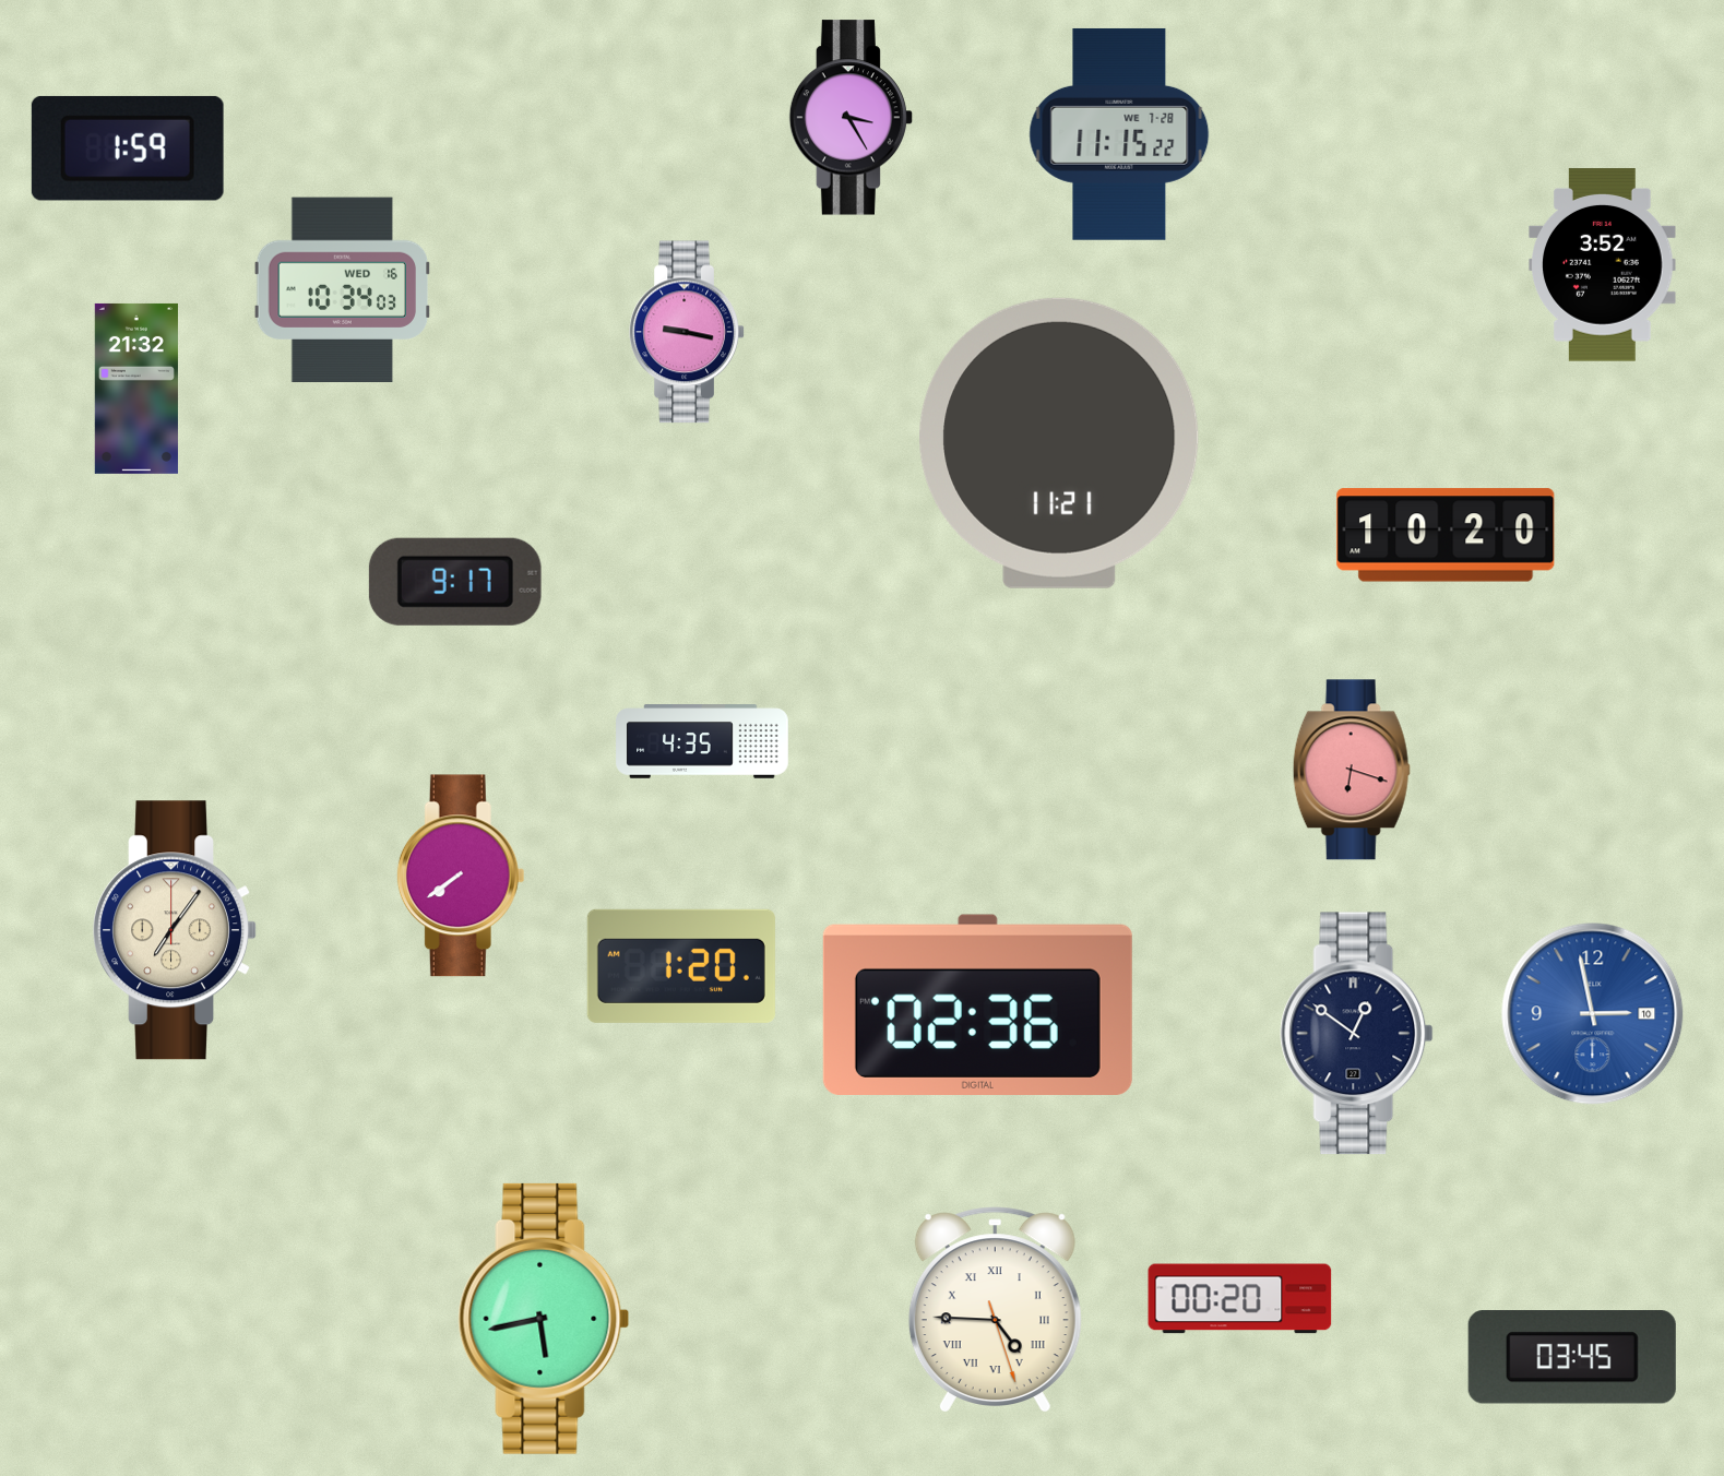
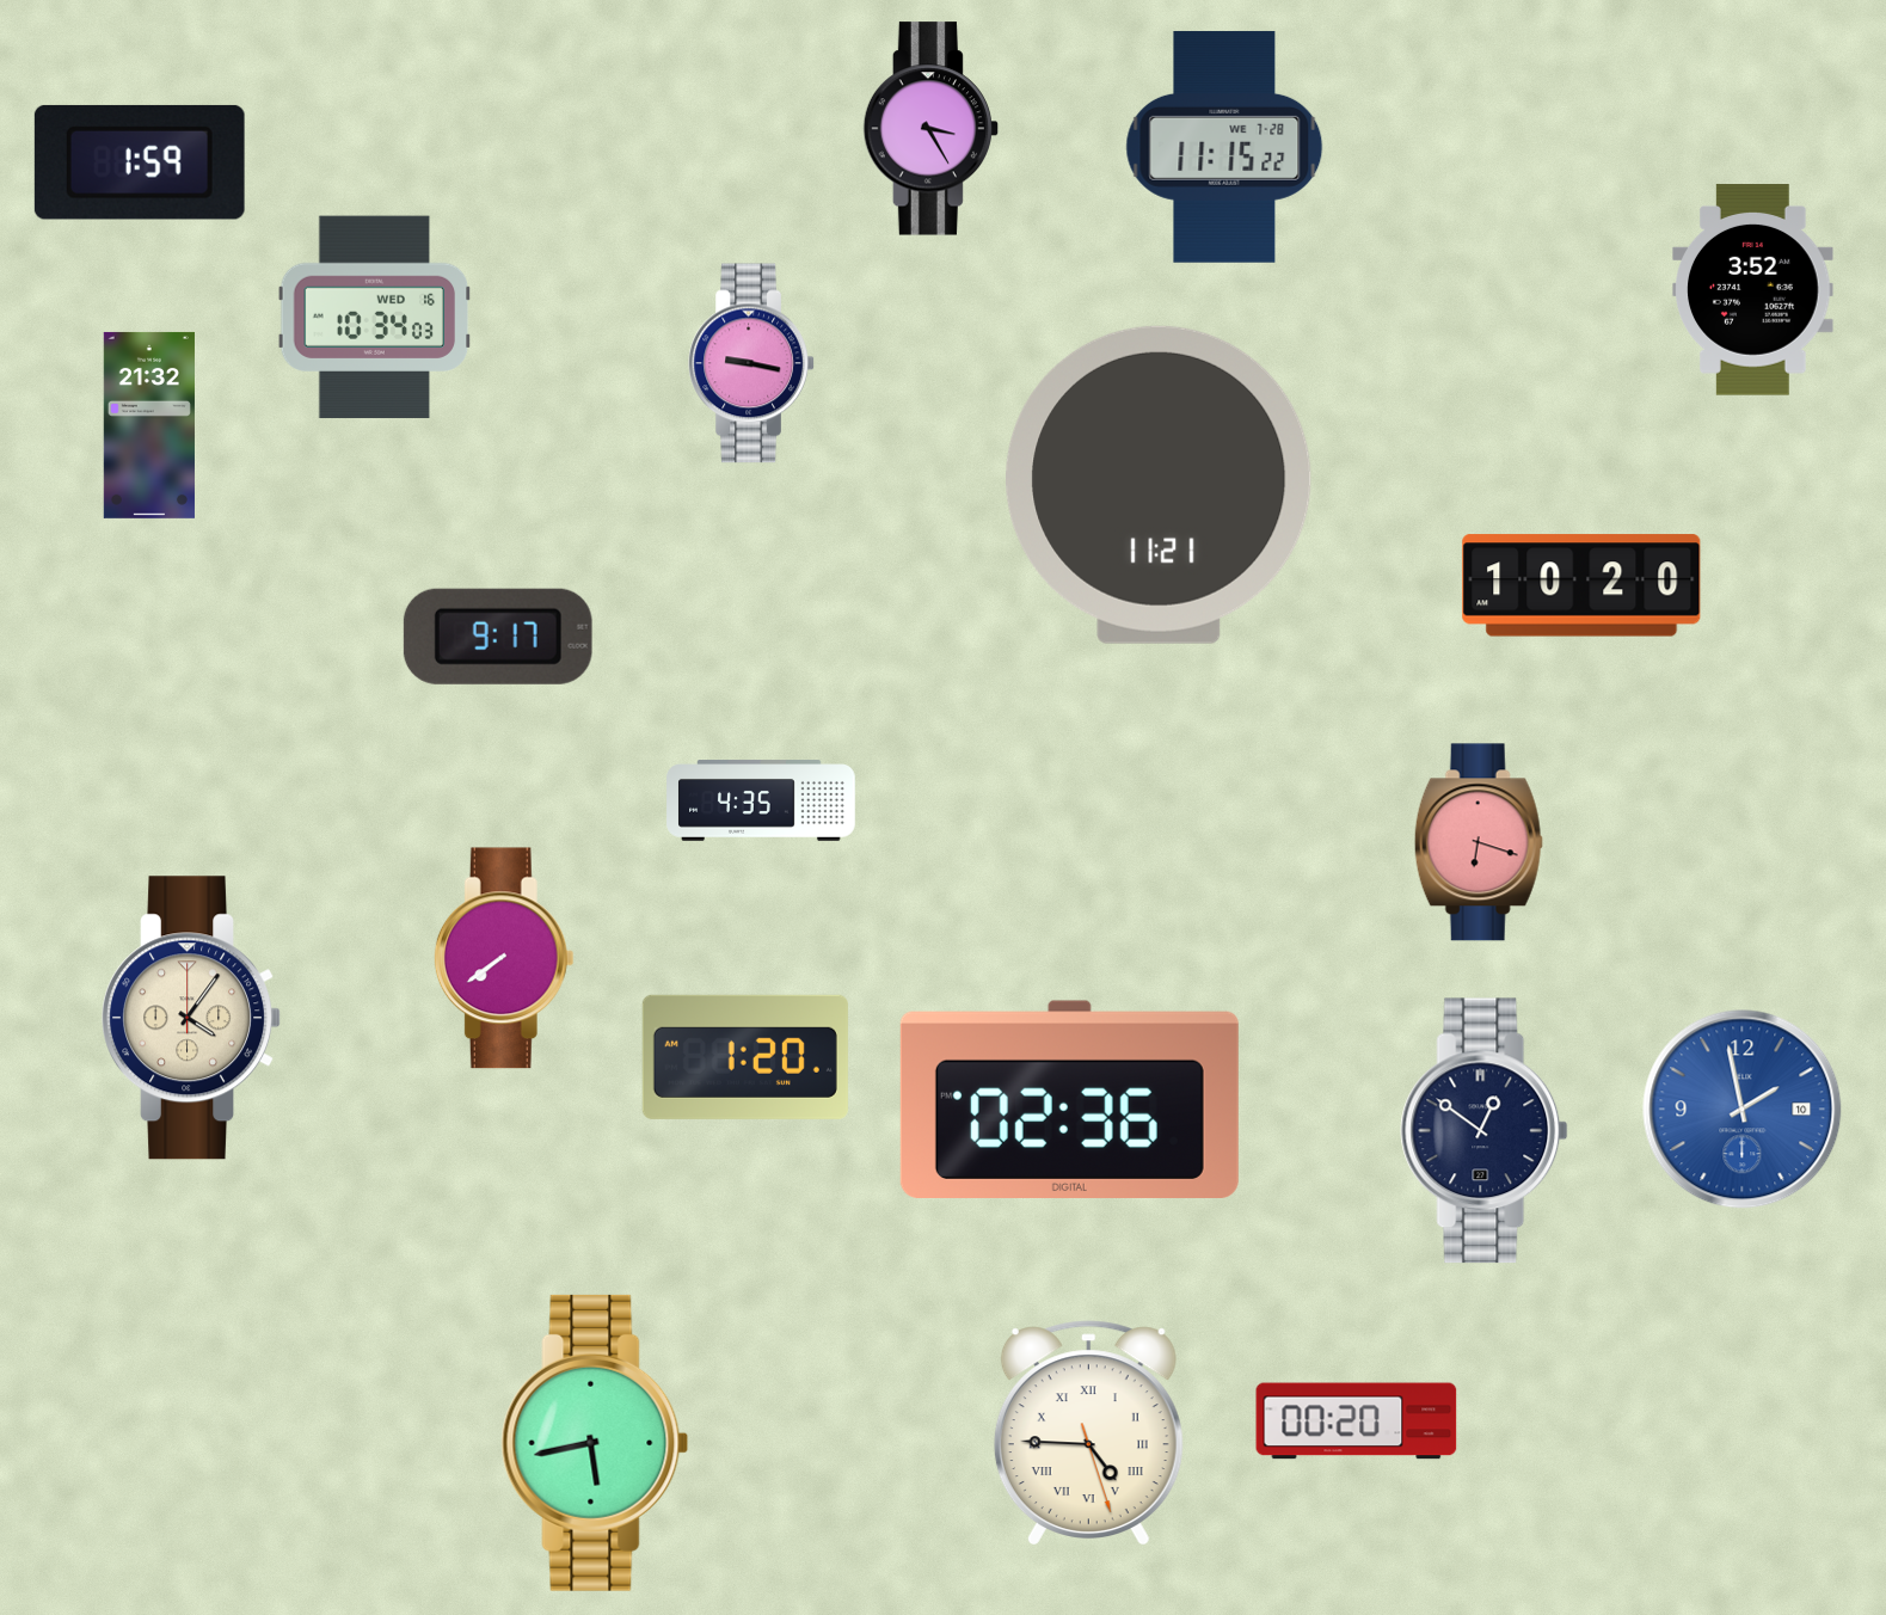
clock at (702, 741) position: (702, 741) -> (761, 800)
clock at (176, 930): 7:06 -> 4:06
clock at (1593, 1014): 2:58 -> 1:58
clock at (1572, 1358): 03:45 -> none
